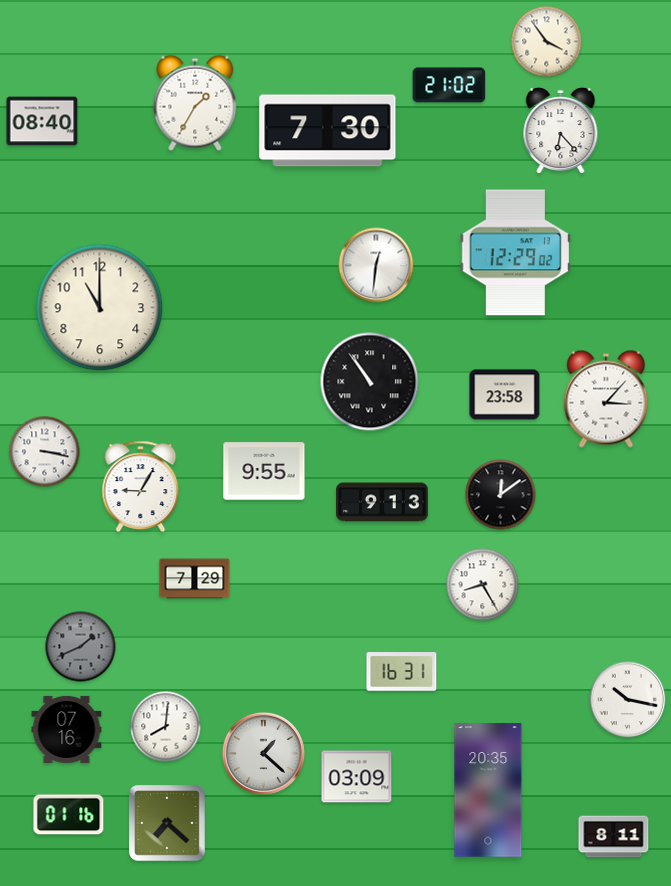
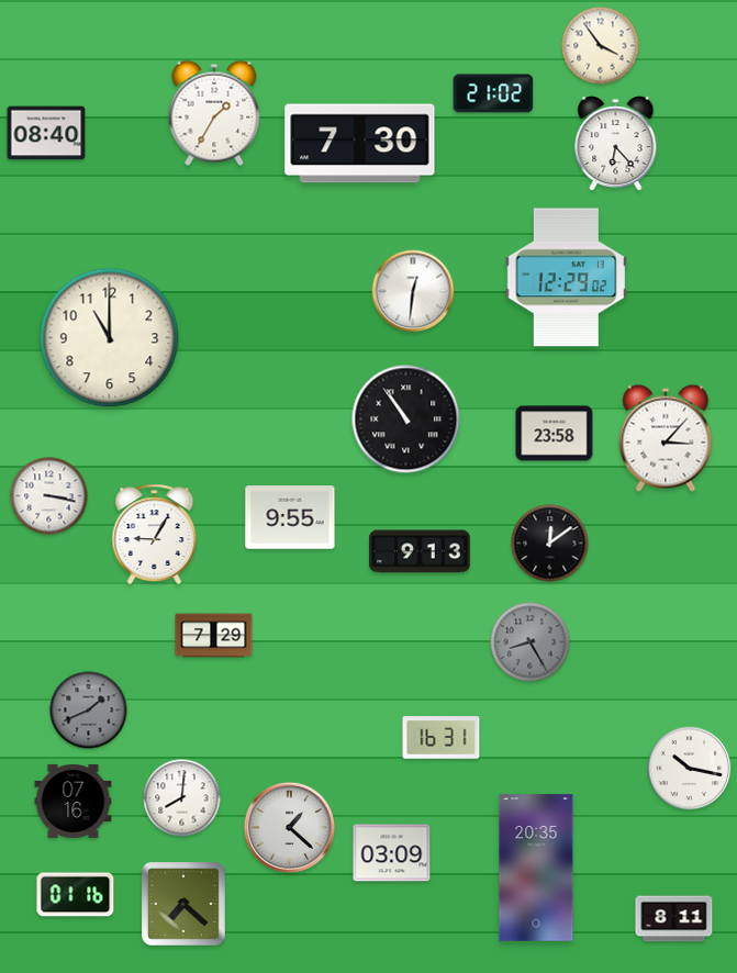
clock at (483, 585) dial: white -> grey
